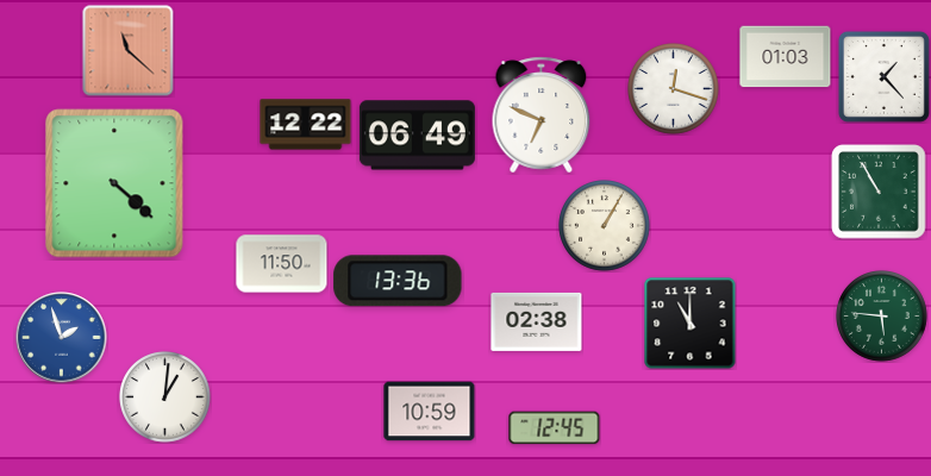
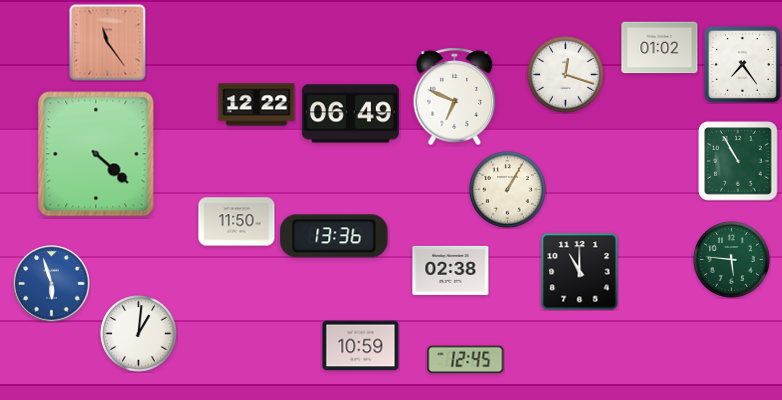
clock at (129, 51): 11:22 -> 11:24
clock at (786, 57): 01:03 -> 01:02
clock at (883, 76): 1:23 -> 7:24
clock at (882, 317) position: (882, 317) -> (732, 260)
clock at (62, 338): 1:57 -> 5:57
